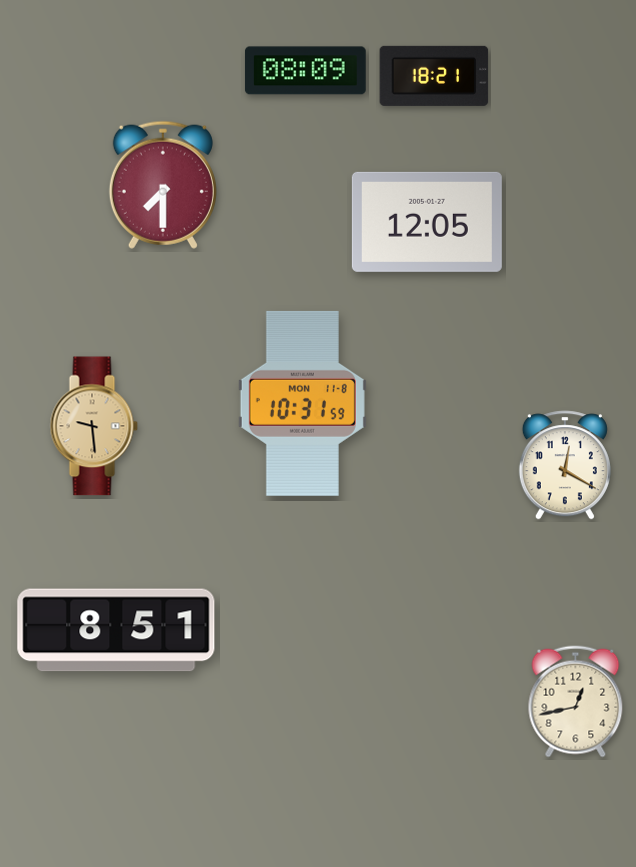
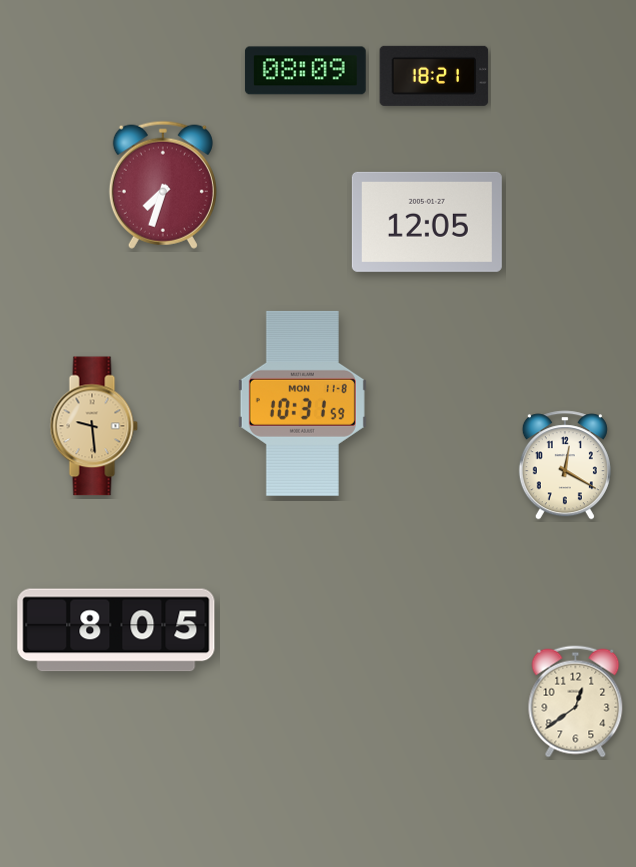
clock at (163, 185): 7:30 -> 7:33
clock at (116, 630): 8:51 -> 8:05
clock at (576, 702): 12:43 -> 12:39
